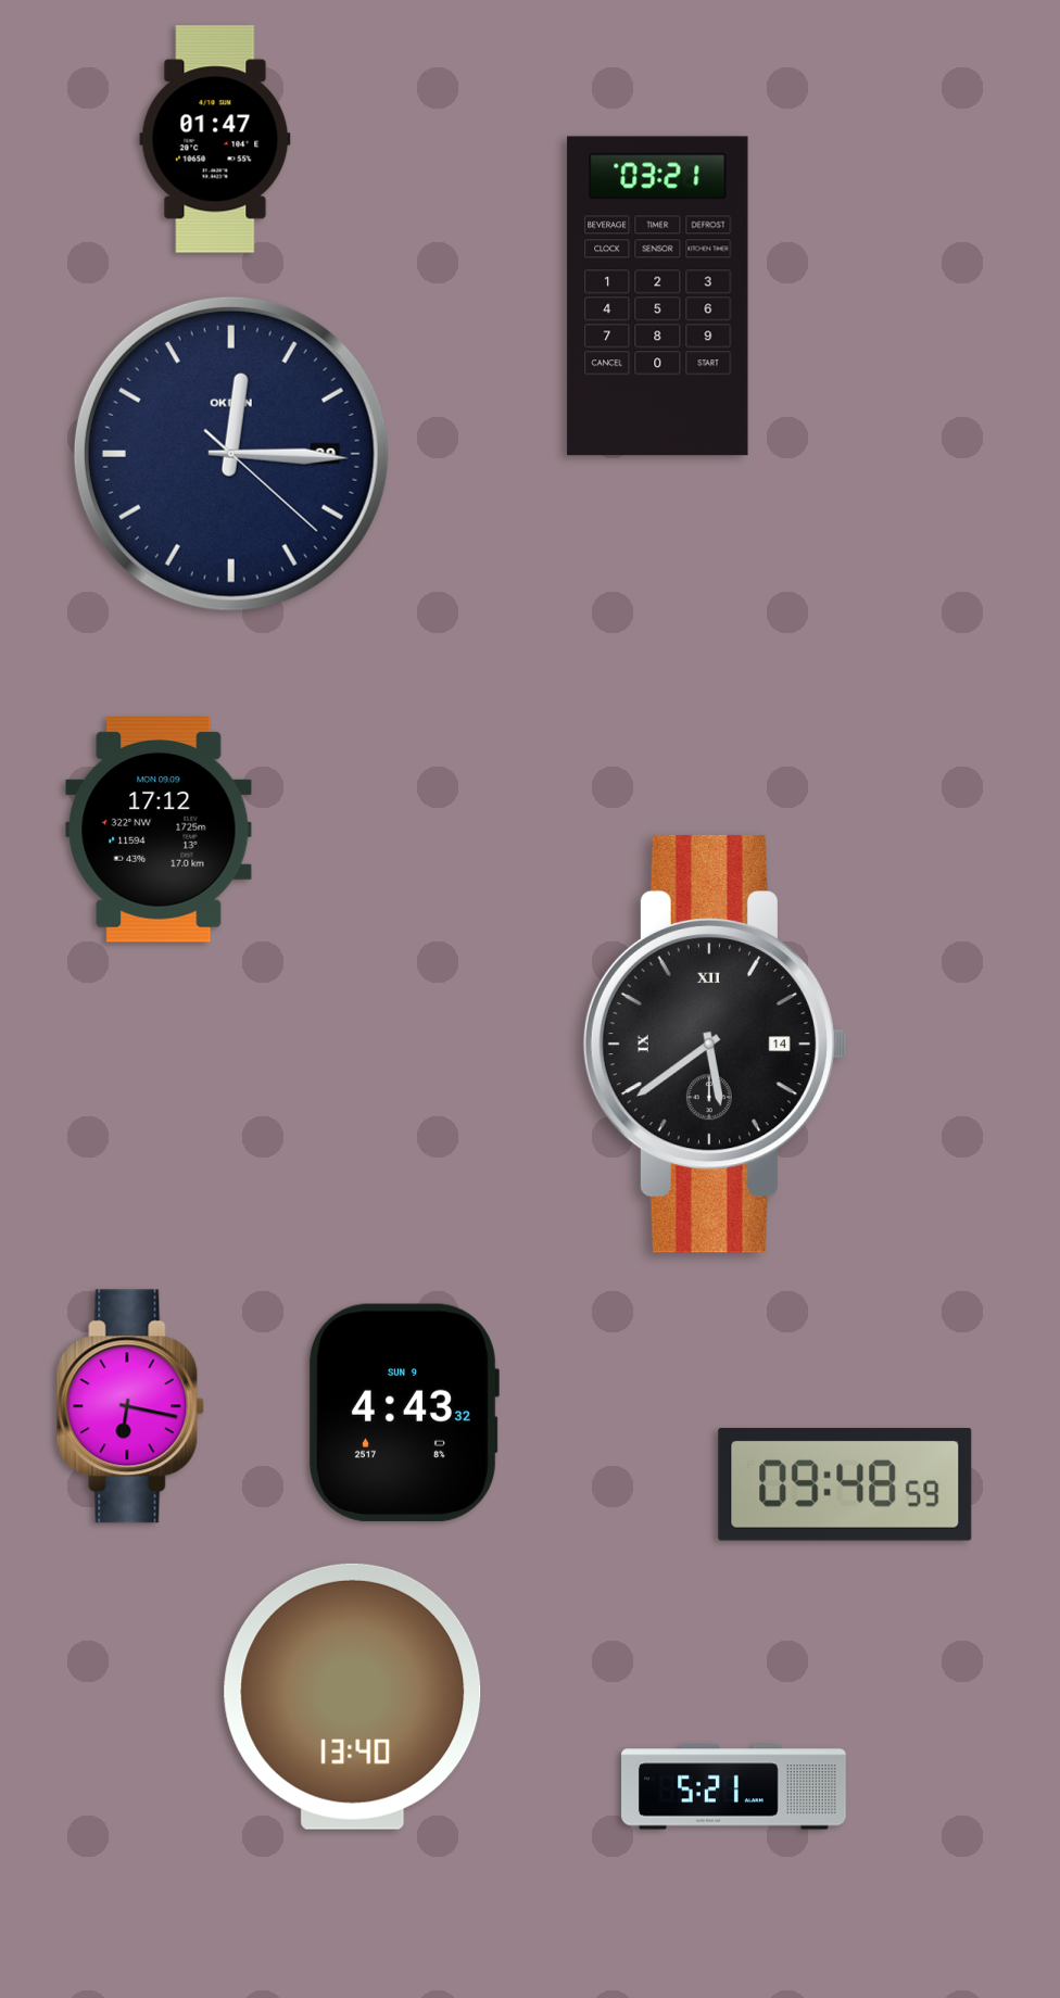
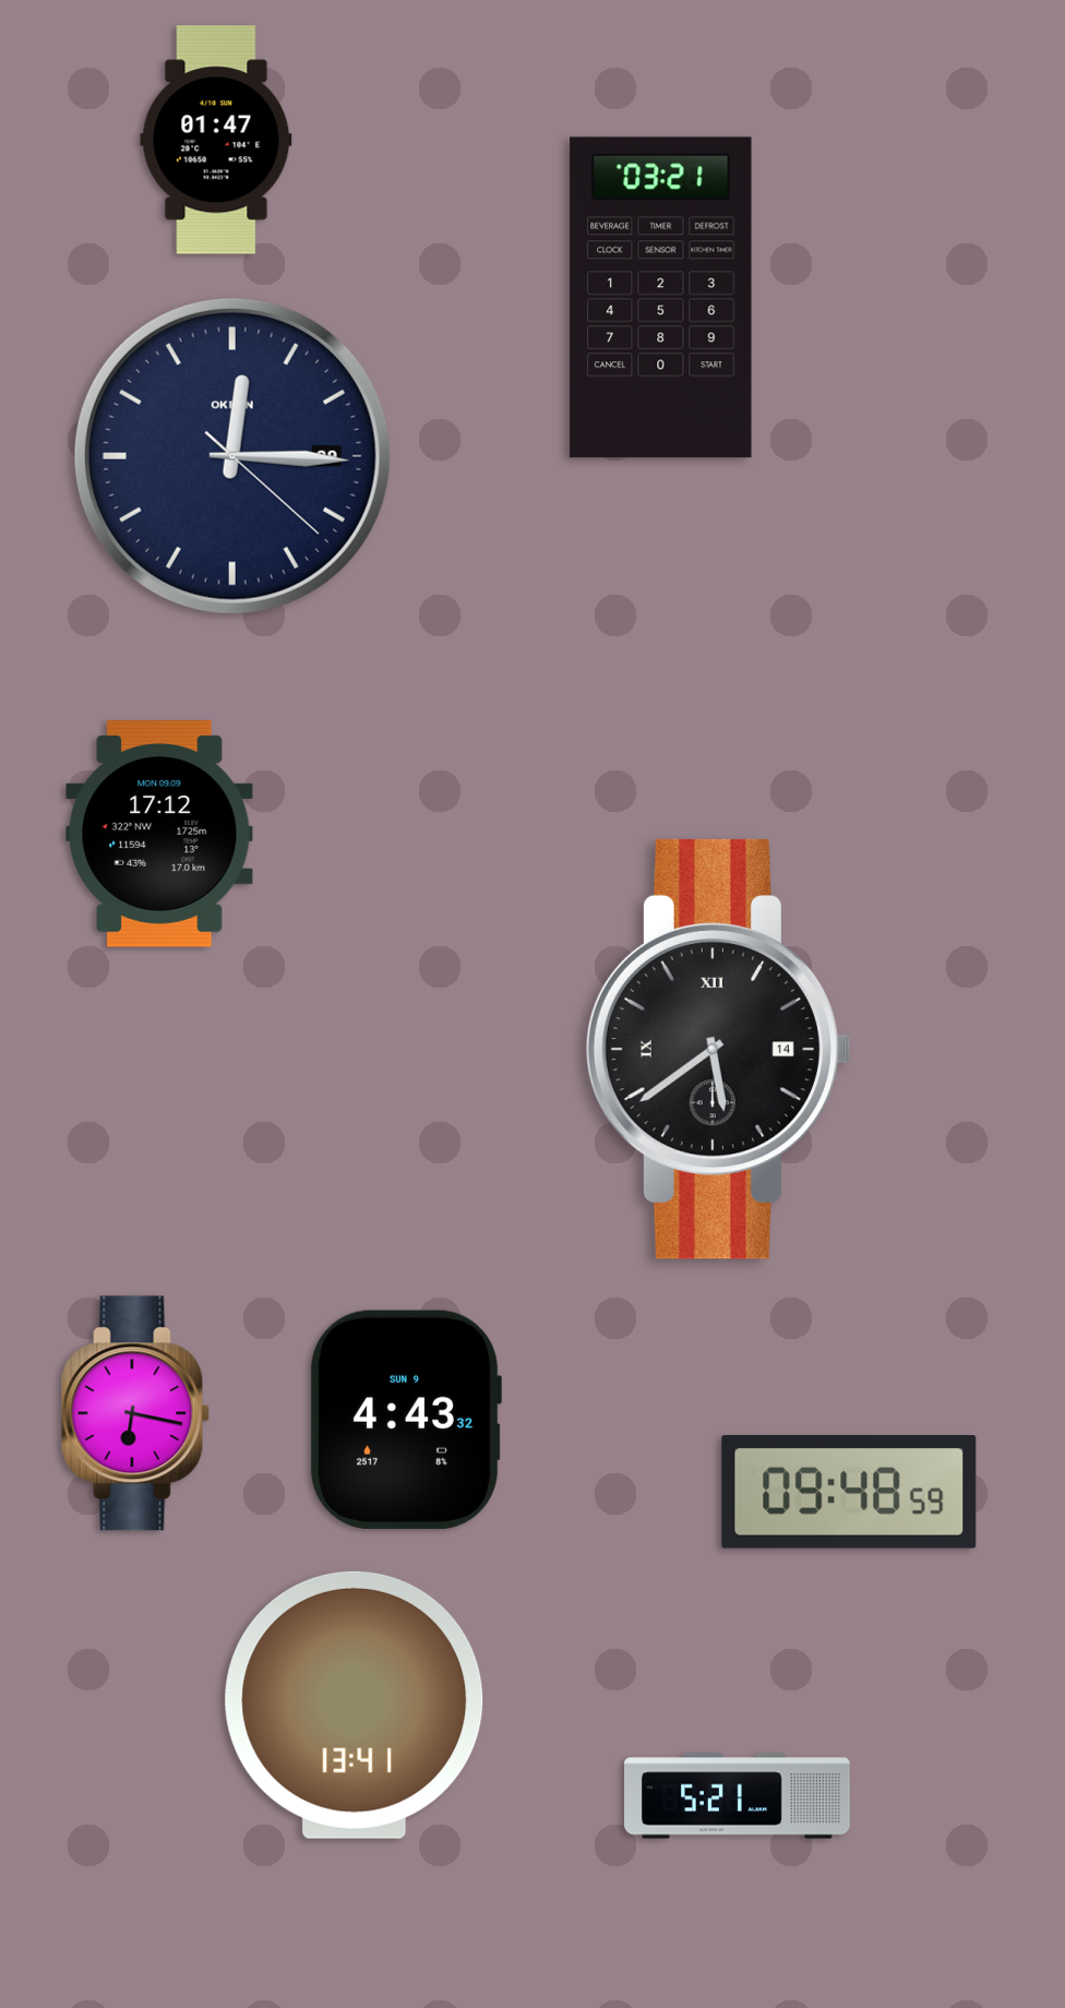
clock at (130, 1406) position: (130, 1406) -> (135, 1413)
clock at (353, 1696): 13:40 -> 13:41
